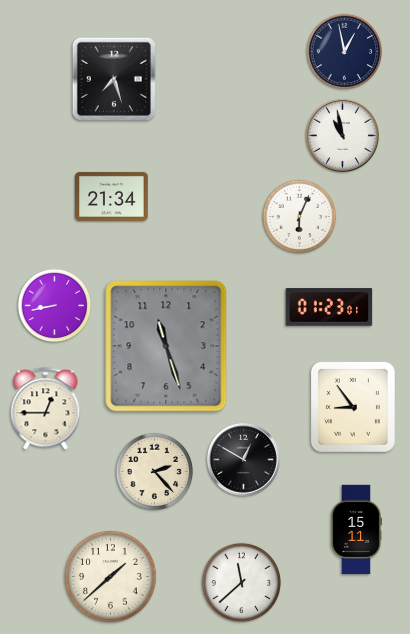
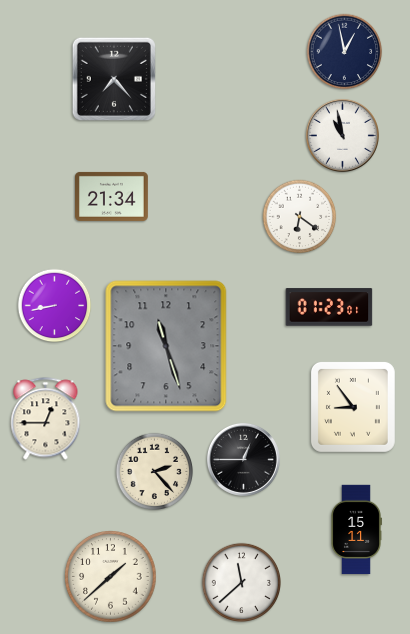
clock at (114, 79): 7:27 -> 7:23
clock at (300, 217): 6:04 -> 6:21
clock at (46, 409) position: (46, 409) -> (46, 419)
clock at (243, 459): 12:50 -> 12:45
